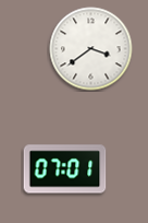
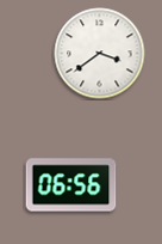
clock at (65, 169): 07:01 -> 06:56
